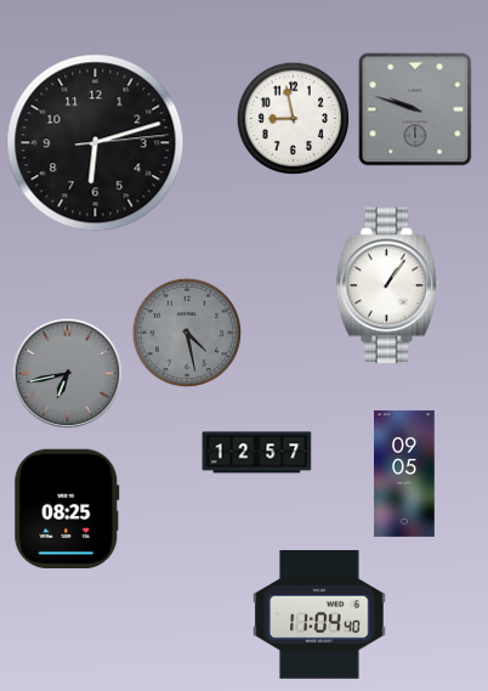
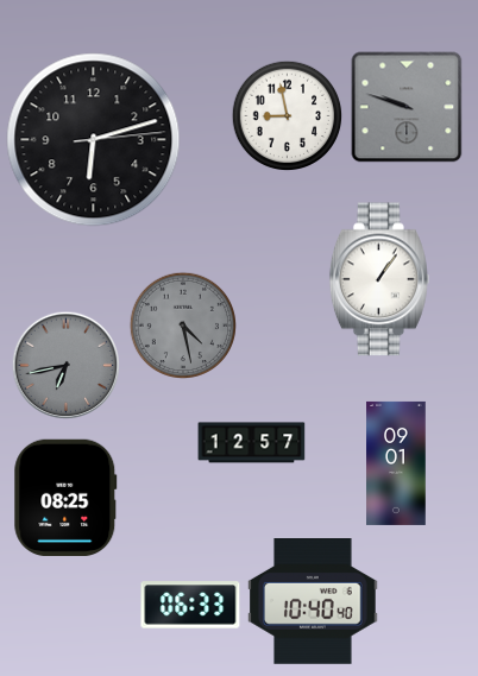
clock at (404, 474): 09:05 -> 09:01
clock at (319, 616): 11:04 -> 10:40
clock at (190, 605): none -> 06:33
